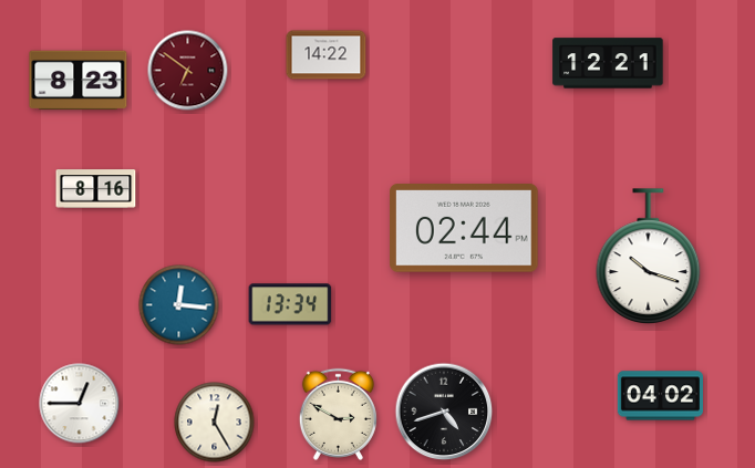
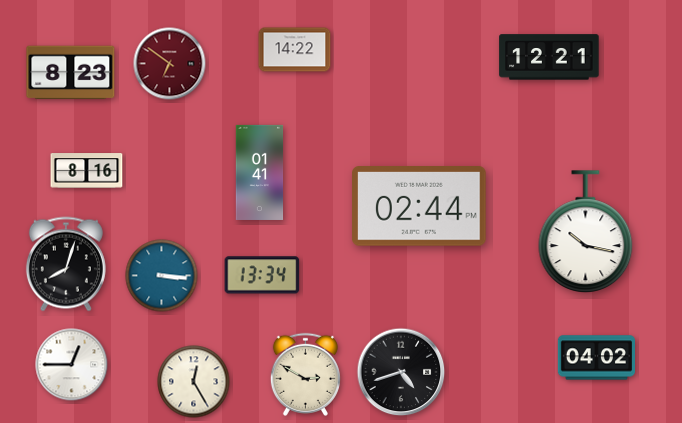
clock at (260, 172): none -> 01:41
clock at (649, 256): 10:18 -> 10:17
clock at (66, 264): none -> 8:03
clock at (179, 305): 12:16 -> 3:16
